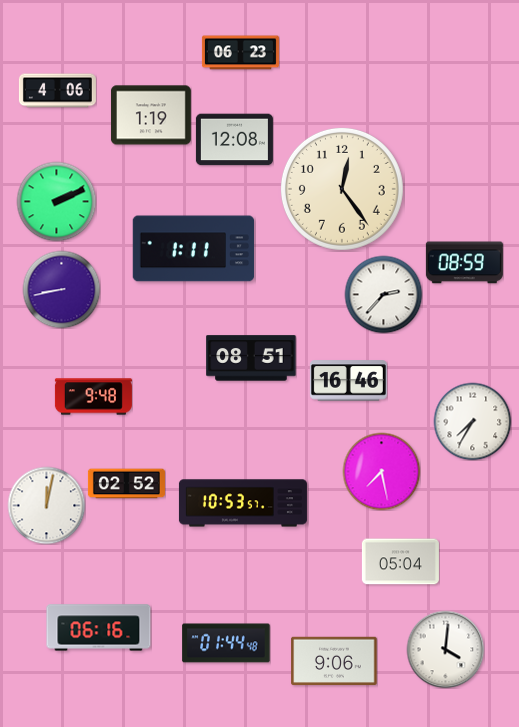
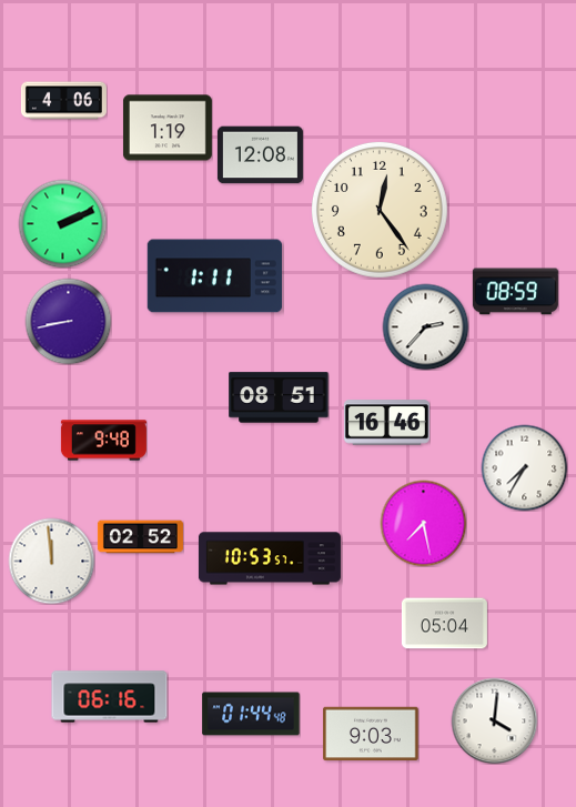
clock at (240, 53): 06:23 -> none
clock at (46, 505): 12:02 -> 11:59
clock at (334, 661): 9:06 -> 9:03
